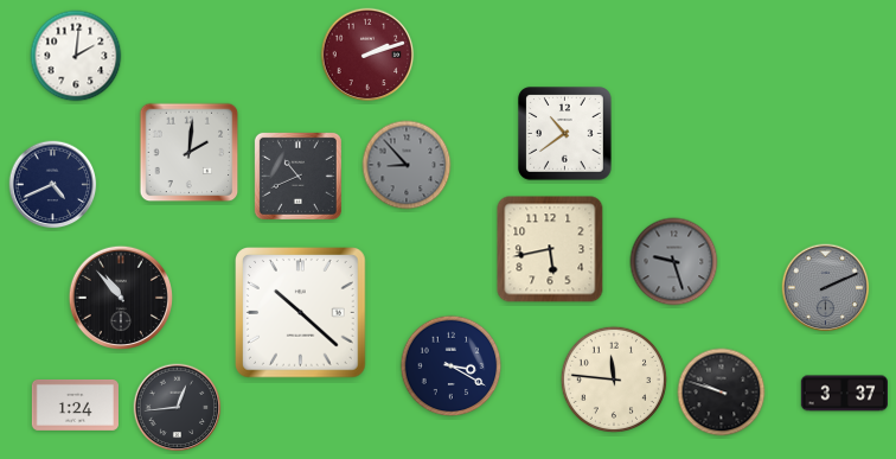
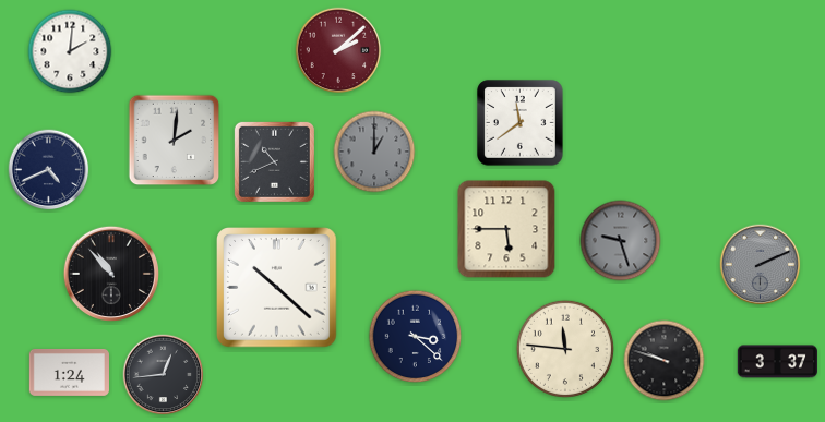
clock at (367, 55): 2:12 -> 2:08
clock at (565, 134): 10:39 -> 11:39
clock at (407, 165): 8:53 -> 1:00
clock at (550, 249): 5:43 -> 5:45
clock at (452, 366): 3:20 -> 3:22
